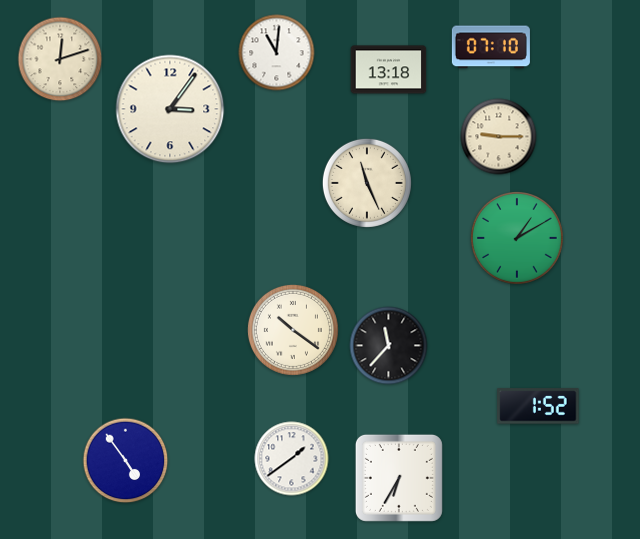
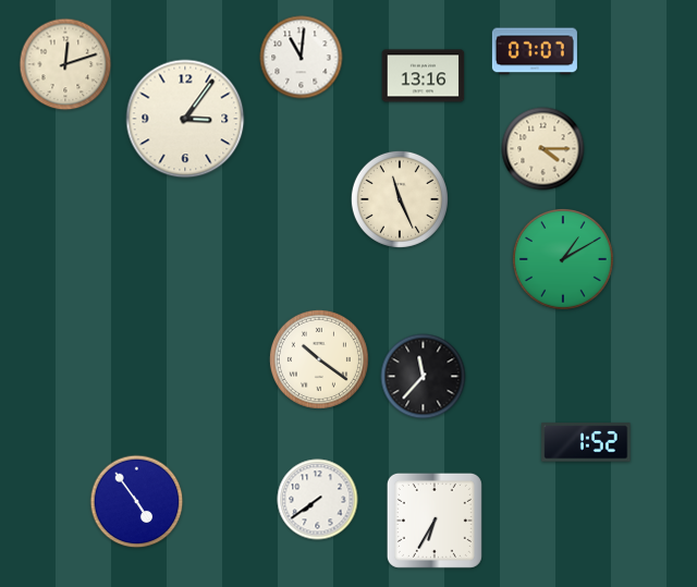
clock at (491, 47): 07:10 -> 07:07
clock at (389, 70): 13:18 -> 13:16
clock at (499, 137): 9:15 -> 4:15
clock at (292, 459): 1:39 -> 7:39
